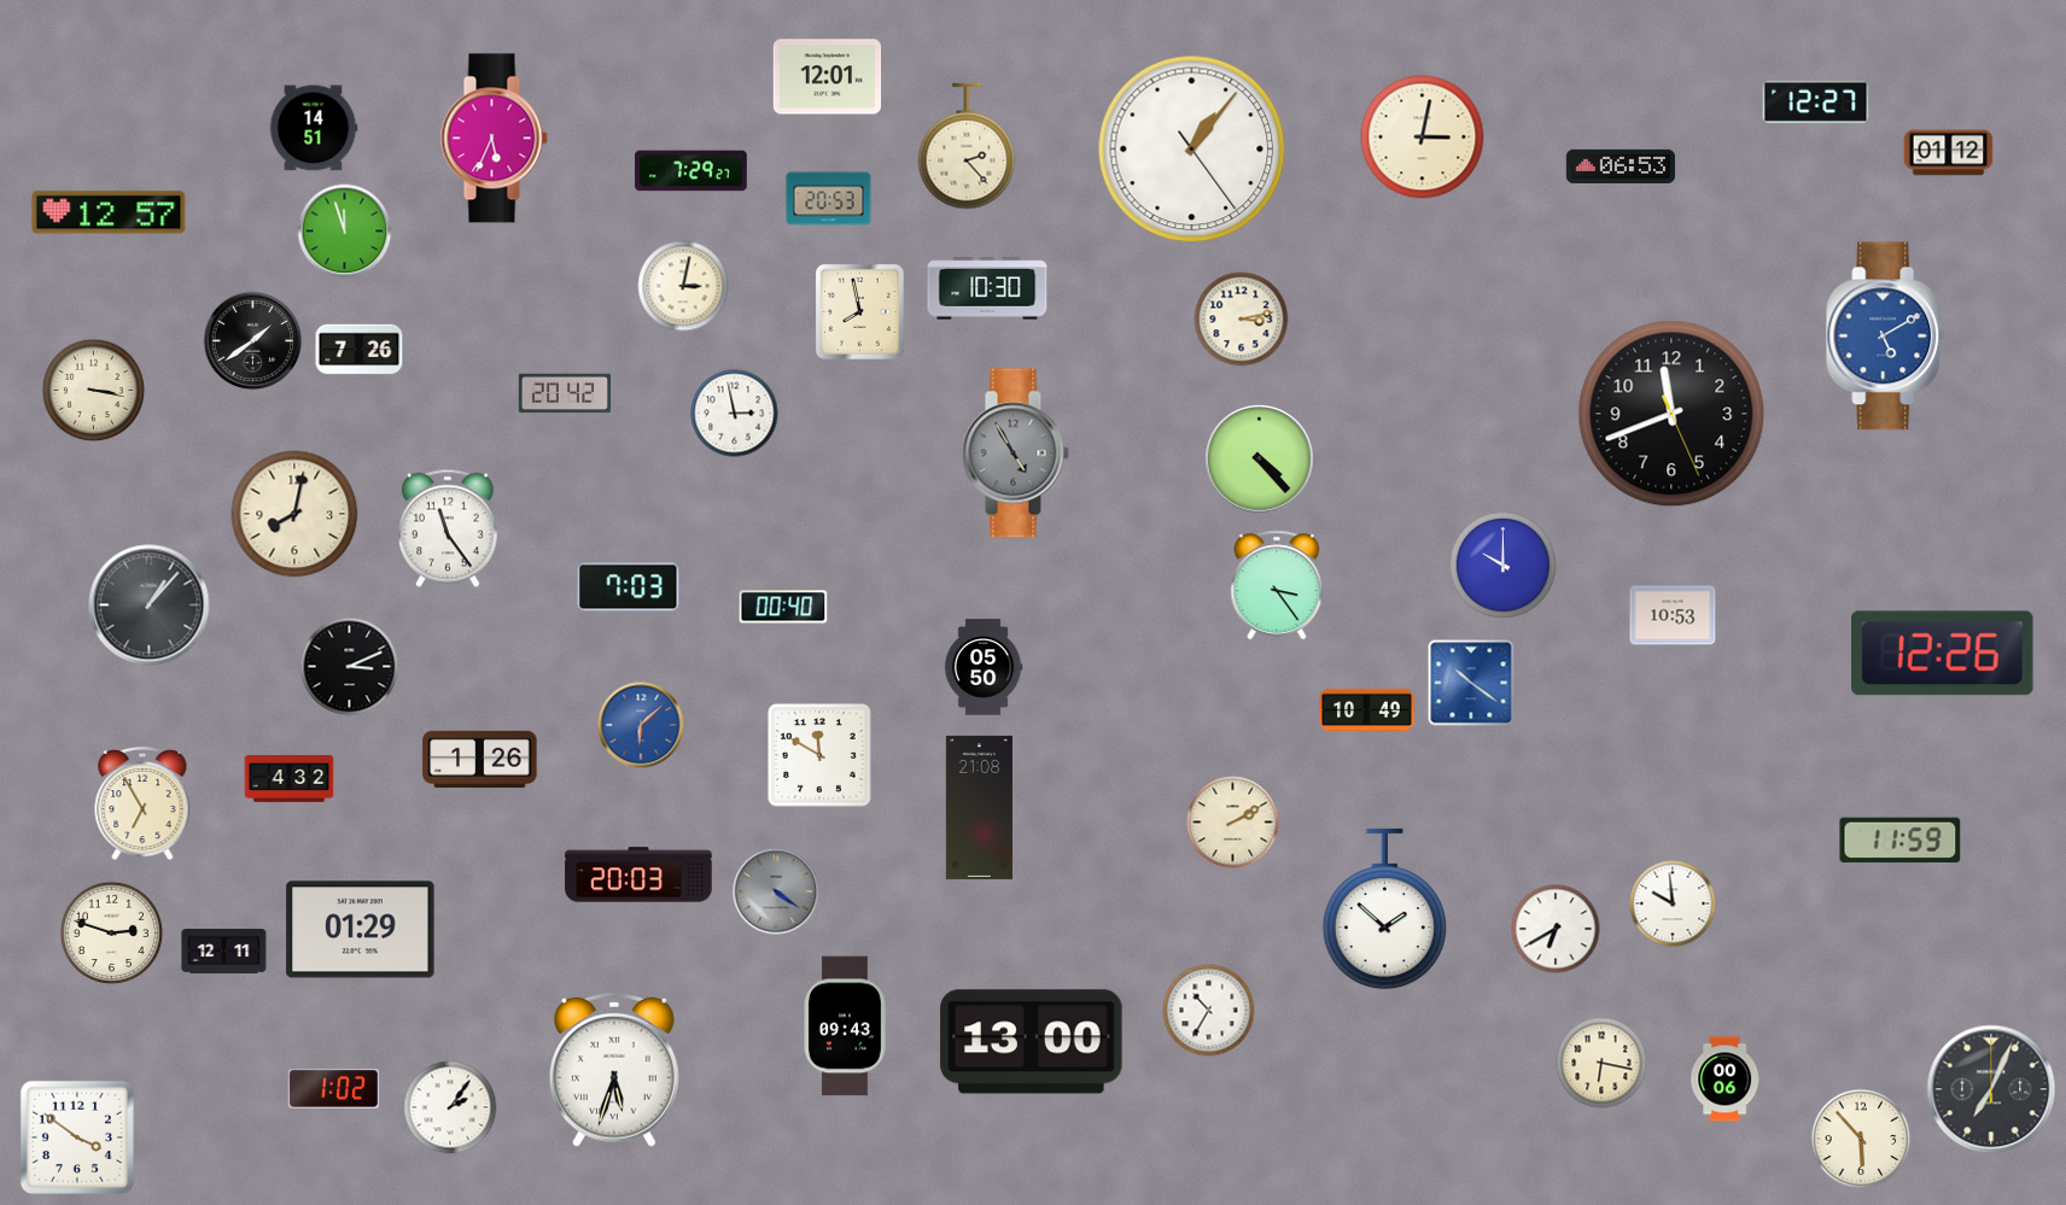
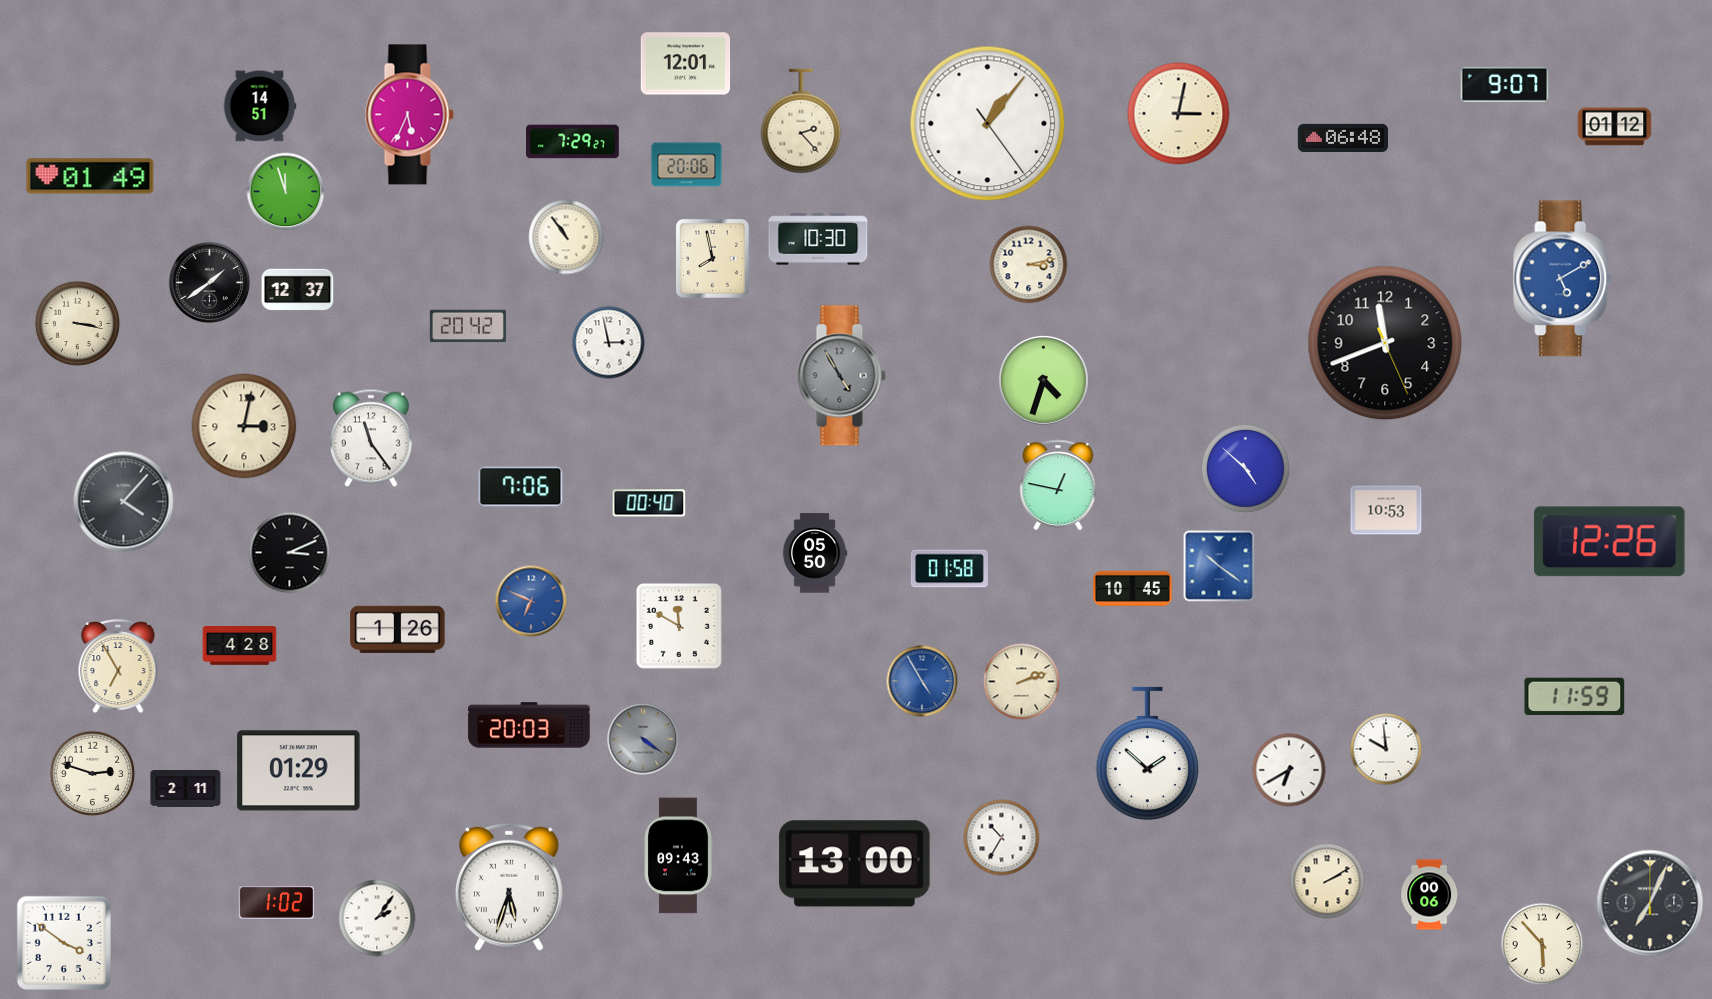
clock at (1816, 101): 12:27 -> 9:07
clock at (1621, 165): 06:53 -> 06:48
clock at (829, 199): 20:53 -> 20:06
clock at (109, 212): 12:57 -> 01:49
clock at (683, 286): 3:02 -> 10:54
clock at (360, 350): 7:26 -> 12:37
clock at (1260, 460): 4:23 -> 4:33
clock at (294, 514): 8:02 -> 3:02
clock at (1502, 565): 10:00 -> 4:52
clock at (1277, 585): 3:24 -> 12:47
clock at (629, 587): 7:03 -> 7:06
clock at (150, 606): 1:07 -> 4:07
clock at (949, 569): none -> 01:58
clock at (1367, 710): 10:49 -> 10:45
clock at (641, 725): 6:08 -> 6:49
clock at (290, 779): 4:32 -> 4:28
clock at (979, 807): 21:08 -> none
clock at (922, 681): none -> 4:55
clock at (1233, 823): 2:10 -> 2:12
clock at (224, 952): 12:11 -> 2:11
clock at (845, 1026) position: (845, 1026) -> (678, 856)
clock at (1601, 1063): 6:17 -> 2:10
clock at (450, 1107) position: (450, 1107) -> (377, 918)
